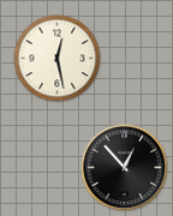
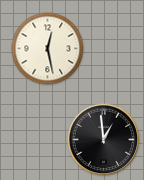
clock at (125, 168): 12:53 -> 12:59
